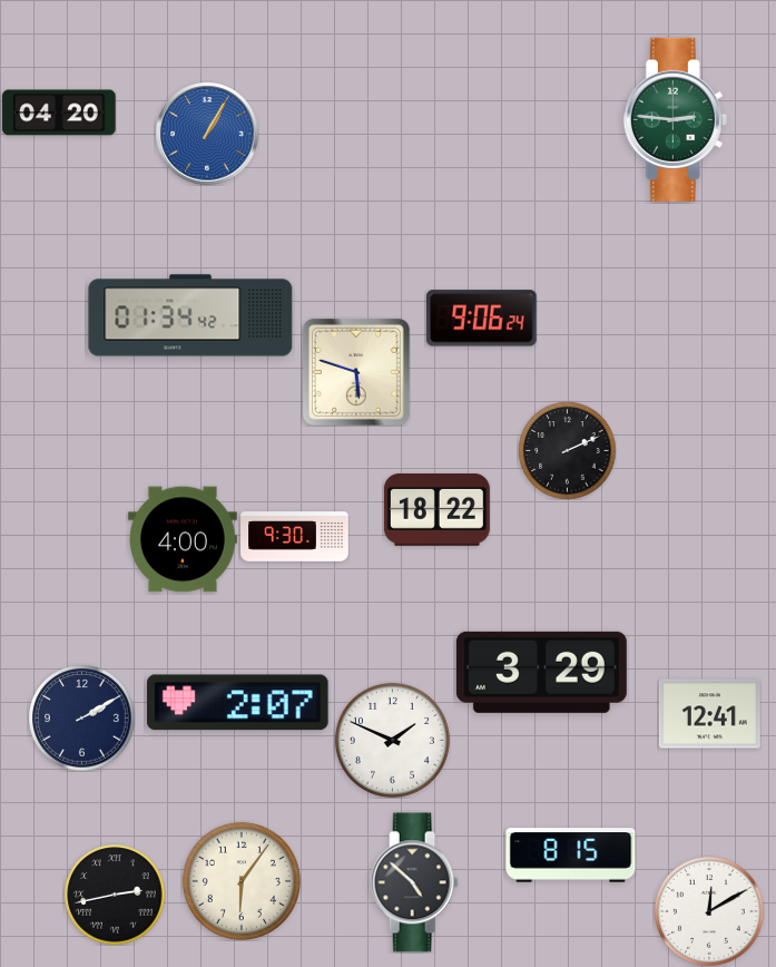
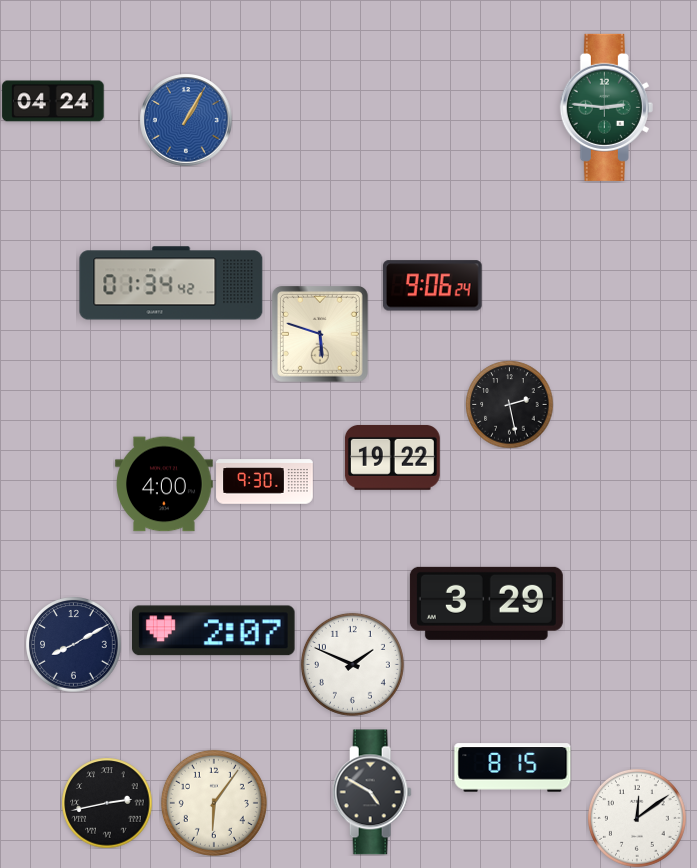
clock at (59, 113): 04:20 -> 04:24
clock at (567, 450): 2:11 -> 2:28
clock at (436, 509): 18:22 -> 19:22
clock at (709, 714): 12:41 -> none
clock at (81, 717): 2:10 -> 8:10
clock at (242, 881) position: (242, 881) -> (214, 803)
clock at (414, 882): 4:52 -> 4:50
clock at (115, 895) position: (115, 895) -> (107, 803)
clock at (709, 911): 12:10 -> 12:09
